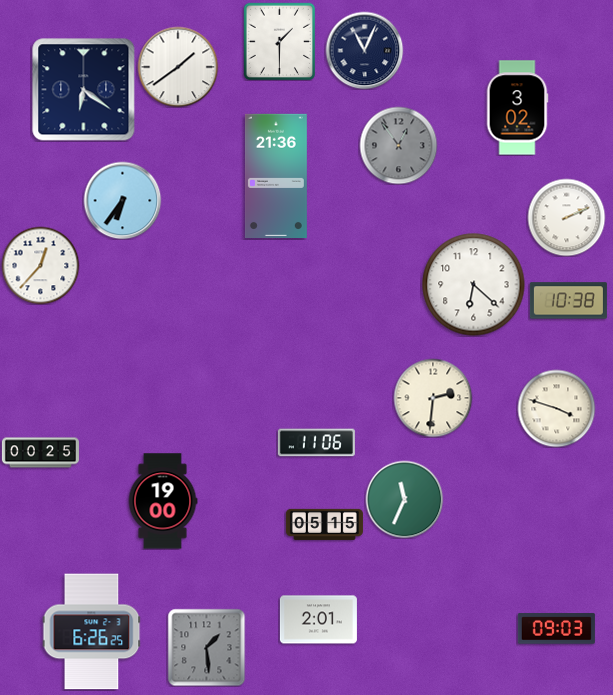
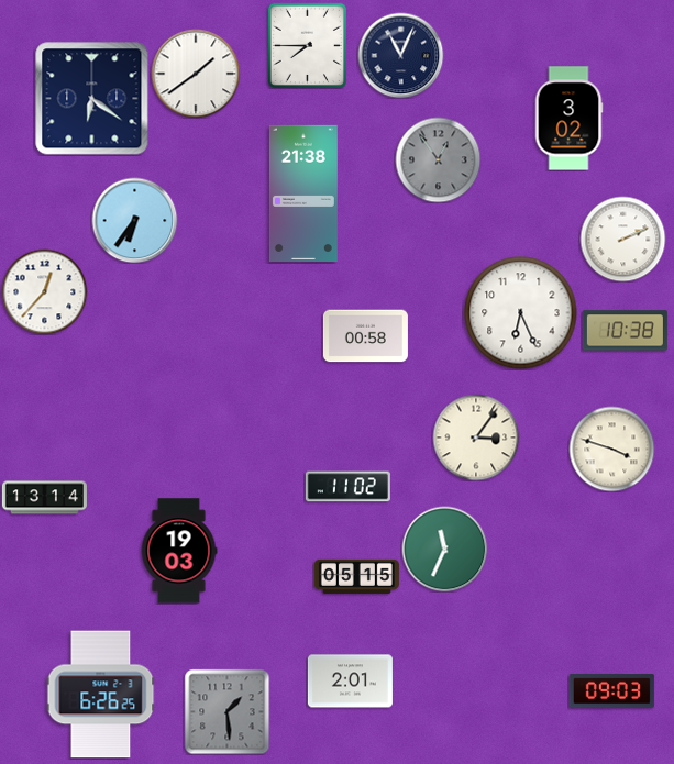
clock at (279, 41): 1:30 -> 7:45
clock at (276, 175): 21:36 -> 21:38
clock at (474, 285): 6:22 -> 6:26
clock at (365, 336): none -> 00:58
clock at (433, 398): 2:31 -> 3:06
clock at (316, 443): 11:06 -> 11:02
clock at (40, 453): 00:25 -> 13:14
clock at (163, 501): 19:00 -> 19:03
